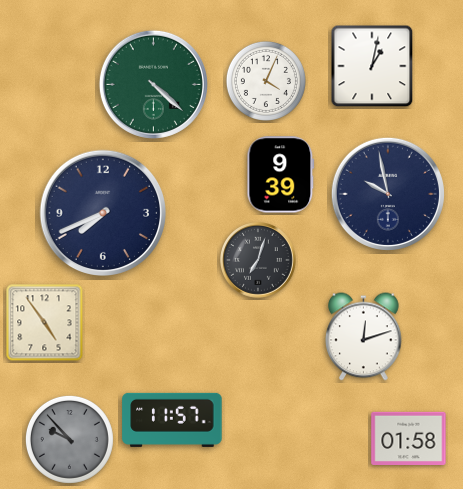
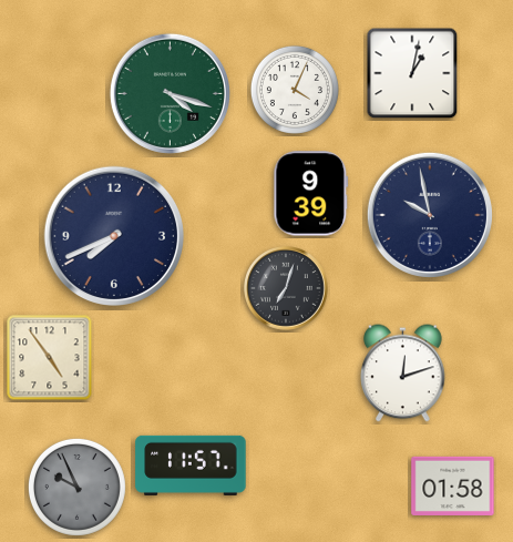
clock at (153, 84): 4:22 -> 4:18
clock at (69, 439): 9:53 -> 9:56
